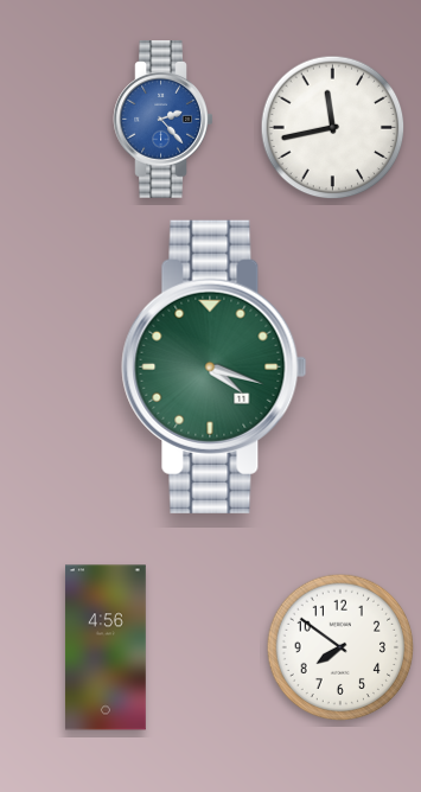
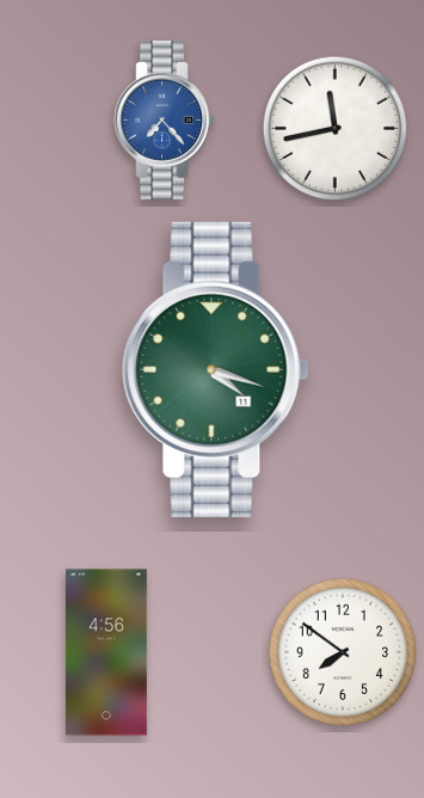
clock at (164, 120): 2:23 -> 7:23
